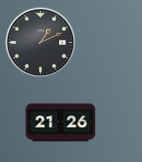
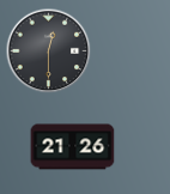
clock at (41, 43): 1:11 -> 12:30
